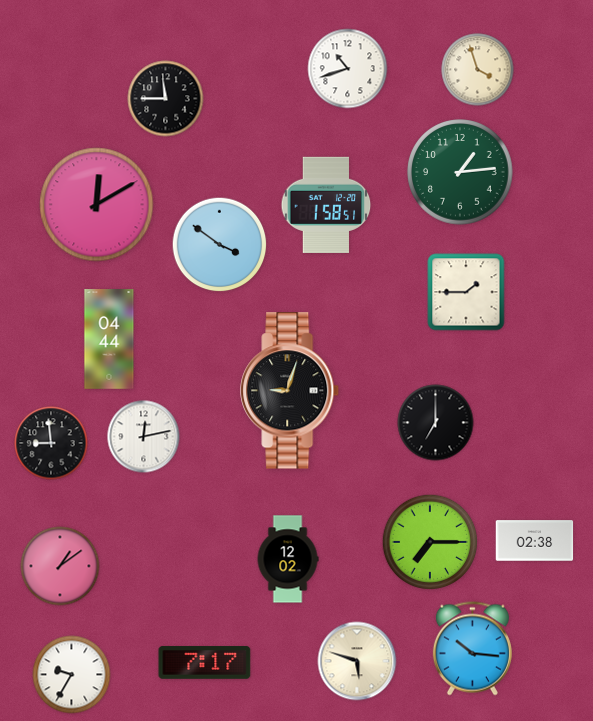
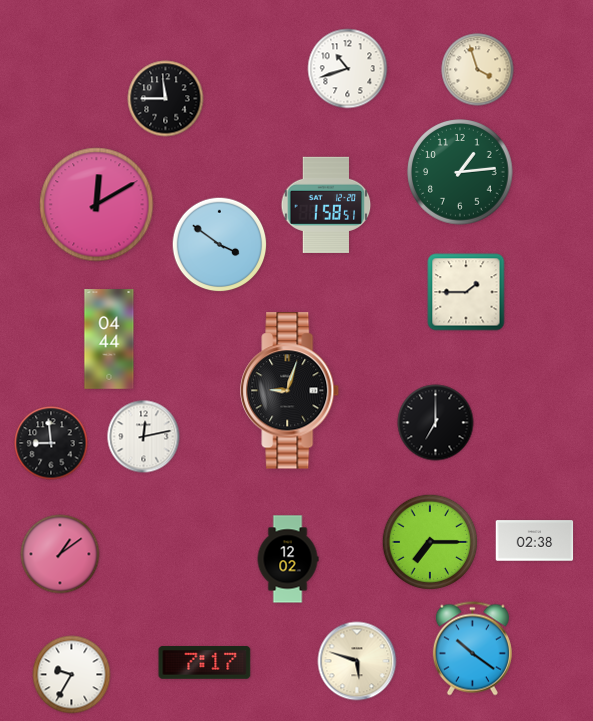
clock at (60, 566) position: (60, 566) -> (60, 554)
clock at (472, 649): 10:16 -> 10:21
